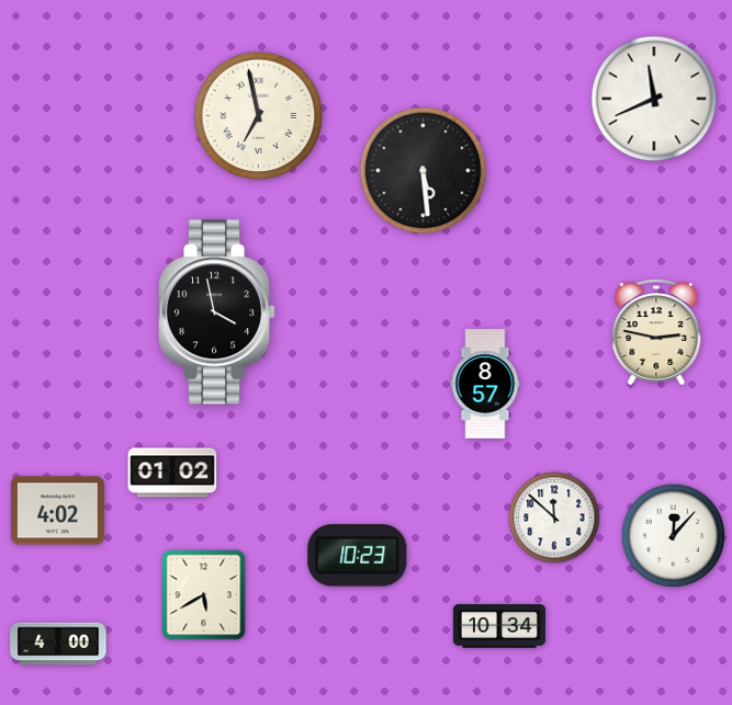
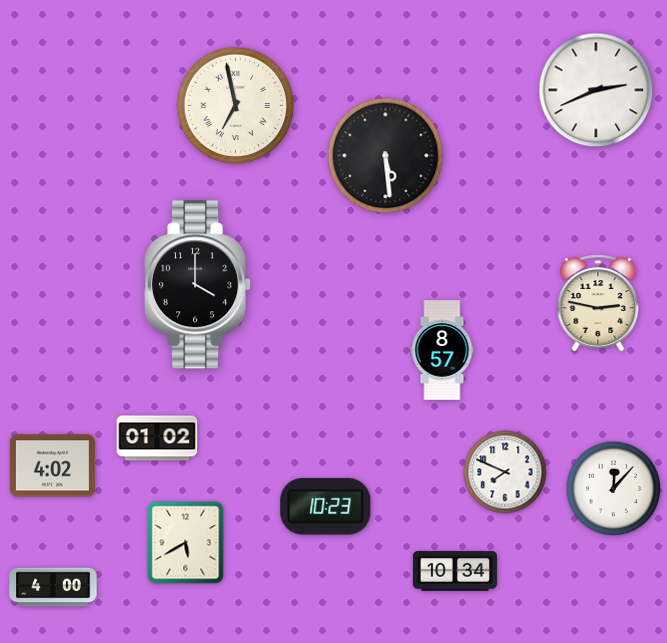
clock at (654, 99): 11:41 -> 2:41
clock at (218, 312): 3:58 -> 4:00
clock at (172, 473) position: (172, 473) -> (157, 438)
clock at (554, 518): 11:52 -> 7:49
